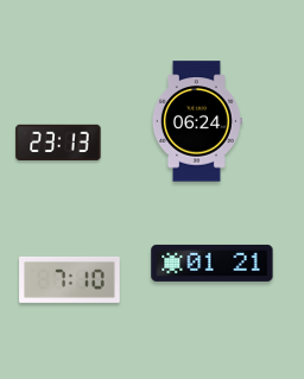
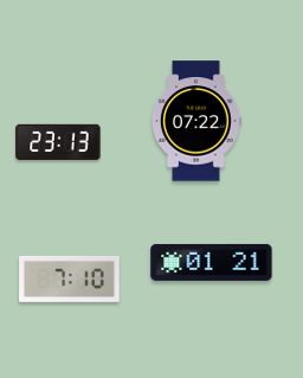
clock at (196, 121): 06:24 -> 07:22
